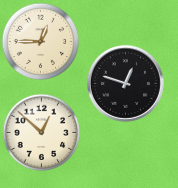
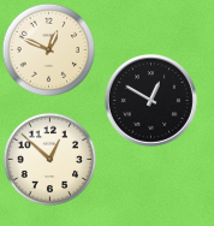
clock at (40, 41): 12:45 -> 12:49
clock at (125, 83): 12:48 -> 12:50
